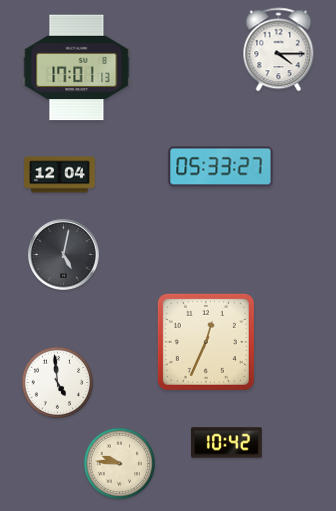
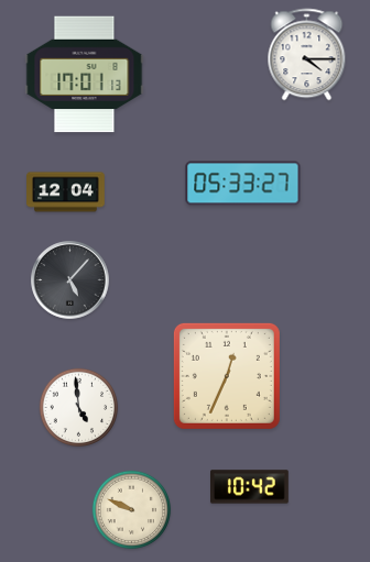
clock at (64, 255): 5:02 -> 5:07
clock at (58, 383) position: (58, 383) -> (79, 408)
clock at (120, 464): 9:46 -> 9:49
